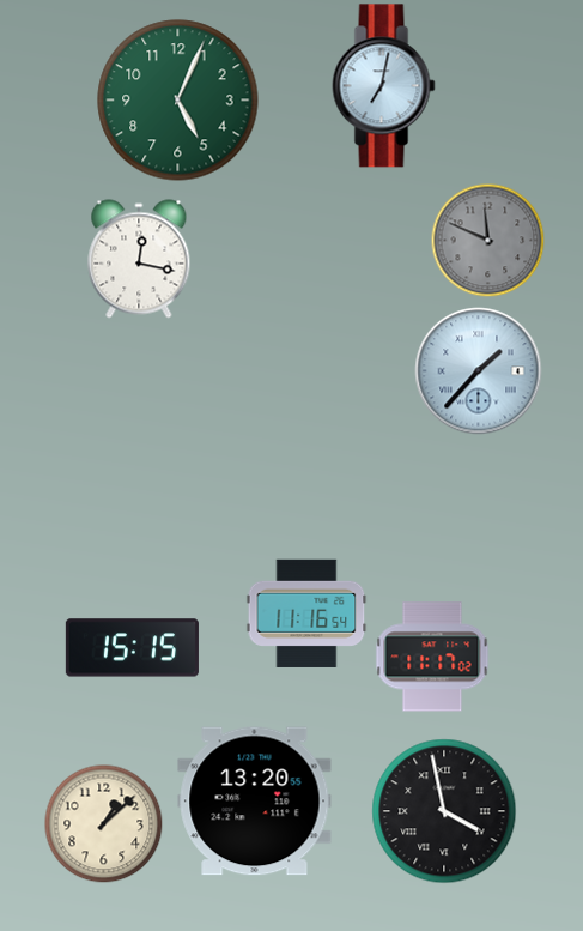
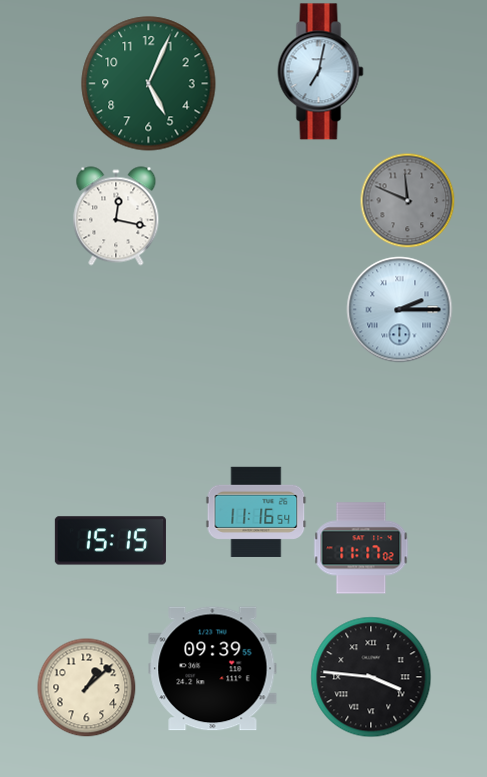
clock at (479, 371): 1:37 -> 2:15
clock at (255, 802): 13:20 -> 09:39
clock at (444, 811): 3:58 -> 3:46
